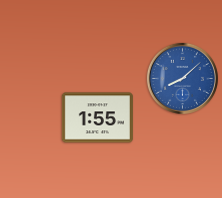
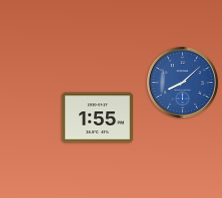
clock at (182, 78) position: (182, 78) -> (182, 82)
